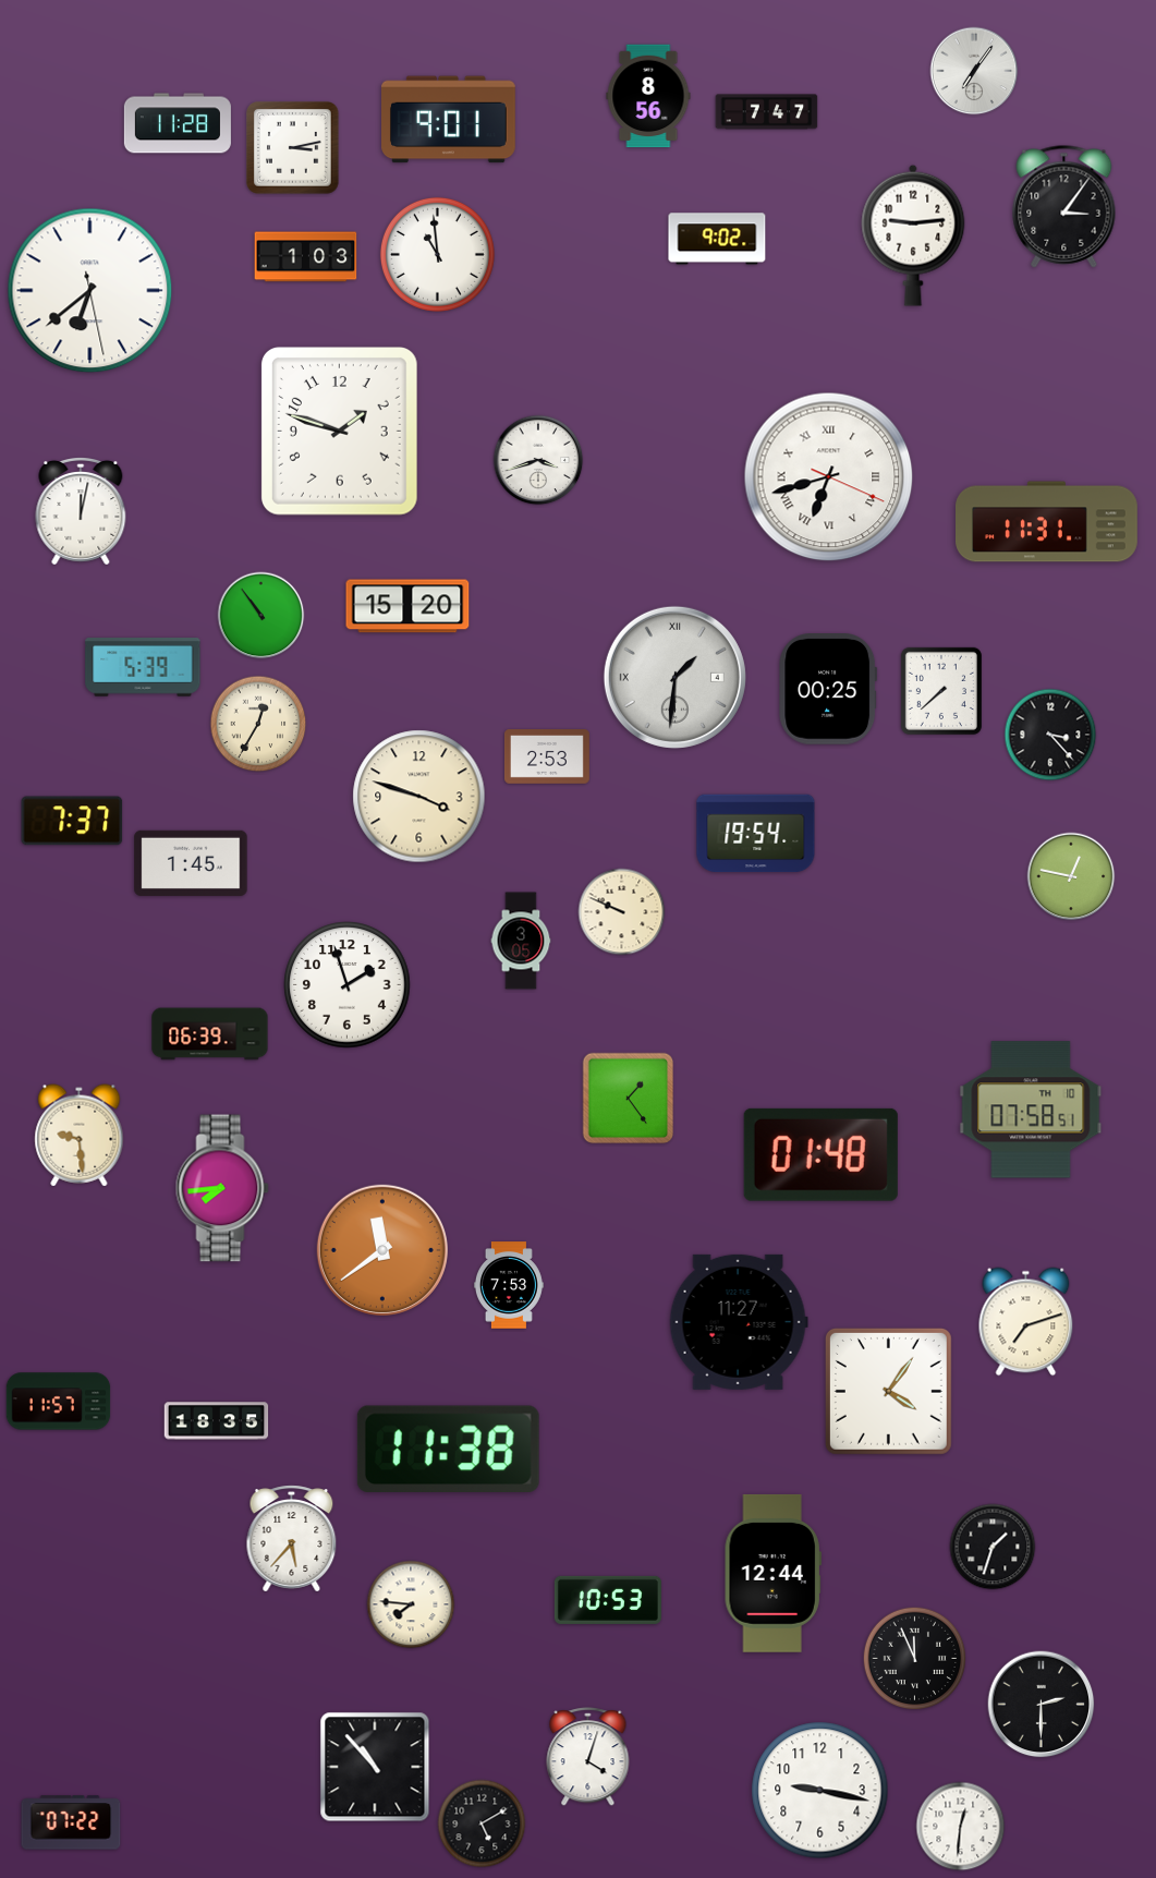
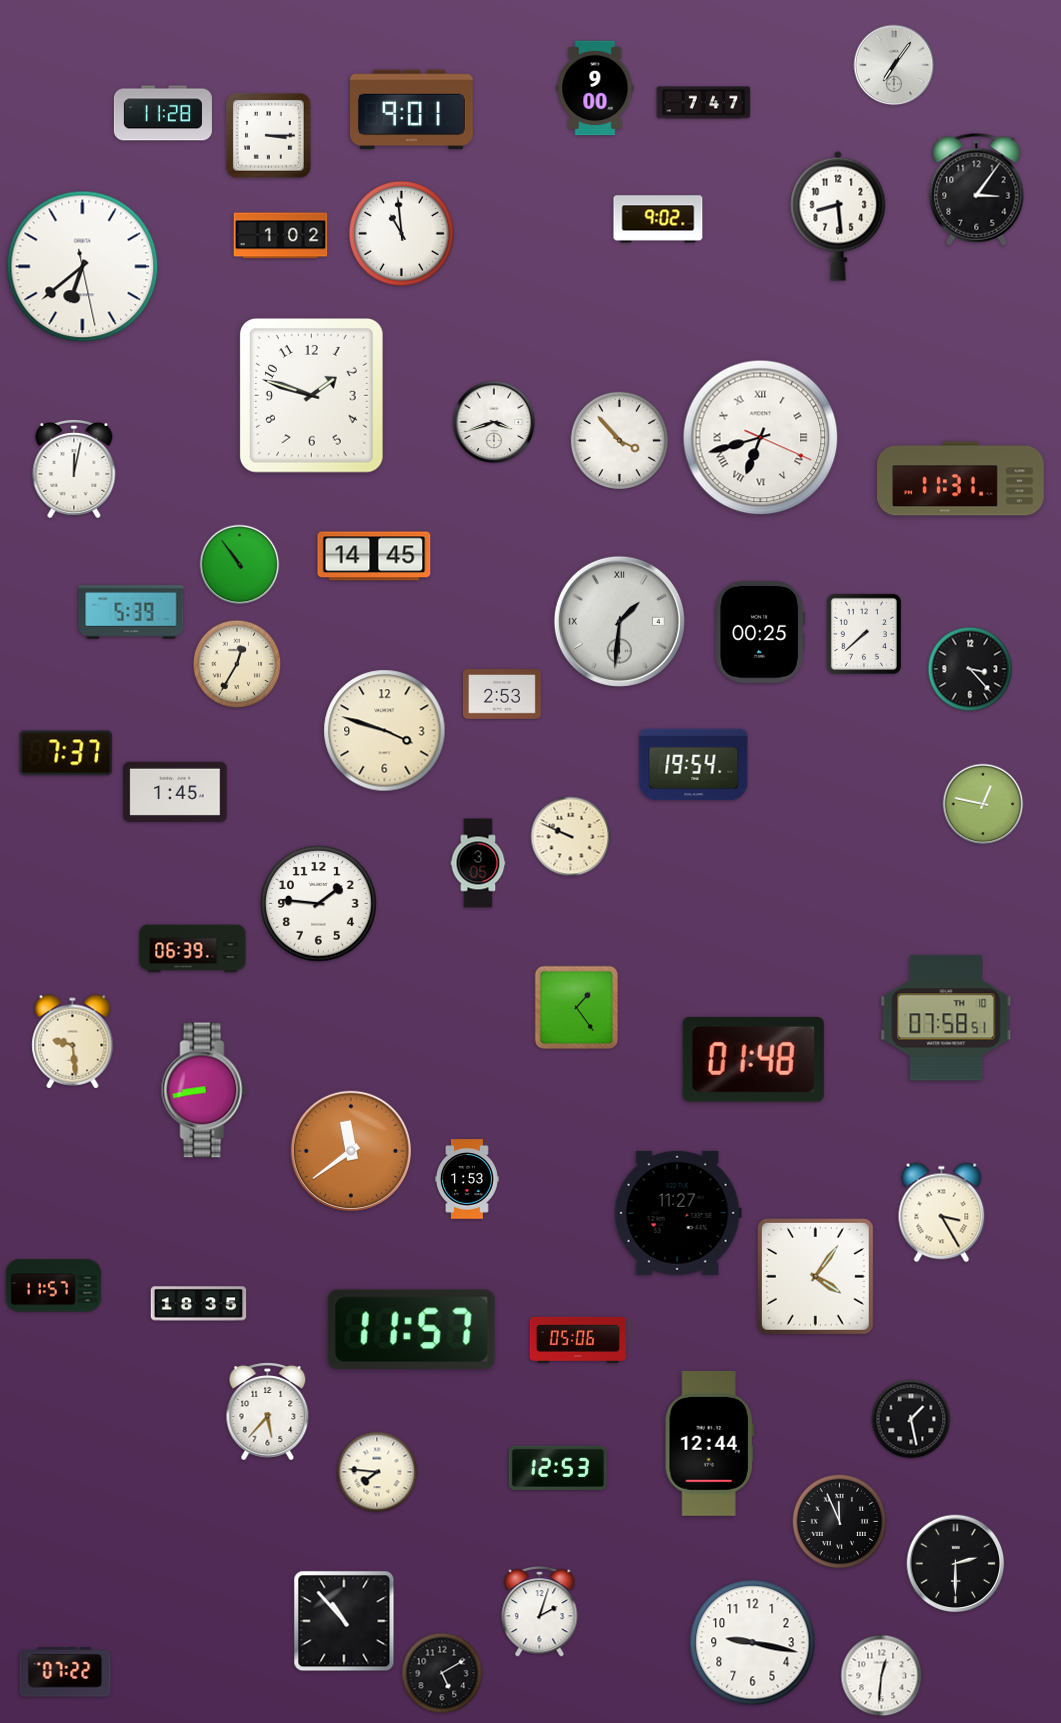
clock at (648, 96): 8:56 -> 9:00
clock at (293, 148): 3:13 -> 3:15
clock at (913, 235): 9:14 -> 8:29
clock at (306, 257): 1:03 -> 1:02
clock at (619, 440): none -> 3:53
clock at (407, 606): 15:20 -> 14:45
clock at (1050, 735) position: (1050, 735) -> (970, 669)
clock at (348, 985): 1:57 -> 1:46
clock at (222, 1188): 7:44 -> 8:43
clock at (382, 1250) position: (382, 1250) -> (351, 1151)
clock at (509, 1285): 7:53 -> 1:53
clock at (1026, 1322): 7:12 -> 3:25
clock at (448, 1449): 11:38 -> 11:57
clock at (578, 1340): none -> 05:06
clock at (993, 1547): 1:33 -> 1:28
clock at (608, 1600): 10:53 -> 12:53
clock at (588, 1757): 4:03 -> 2:03
